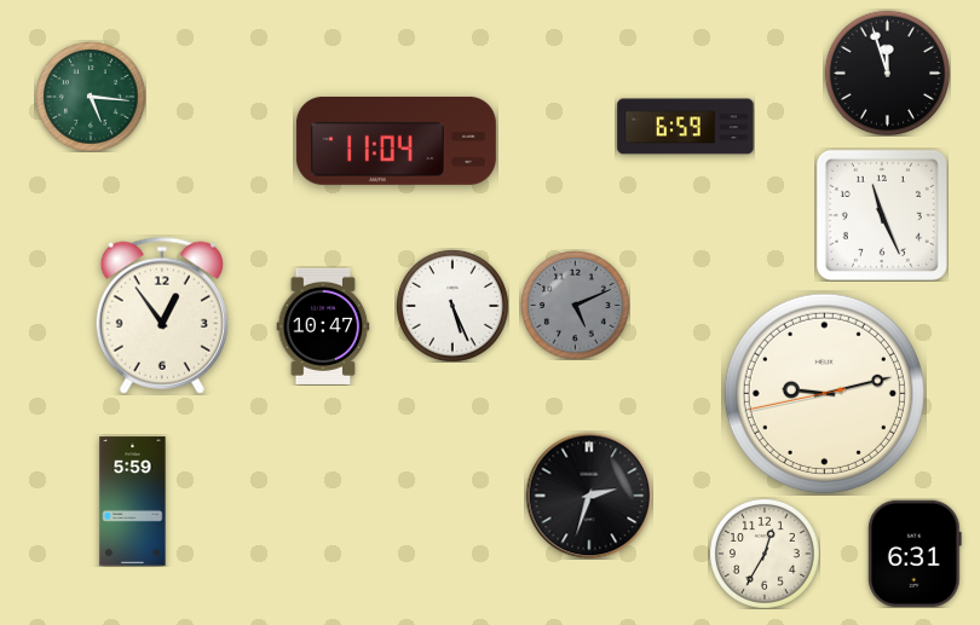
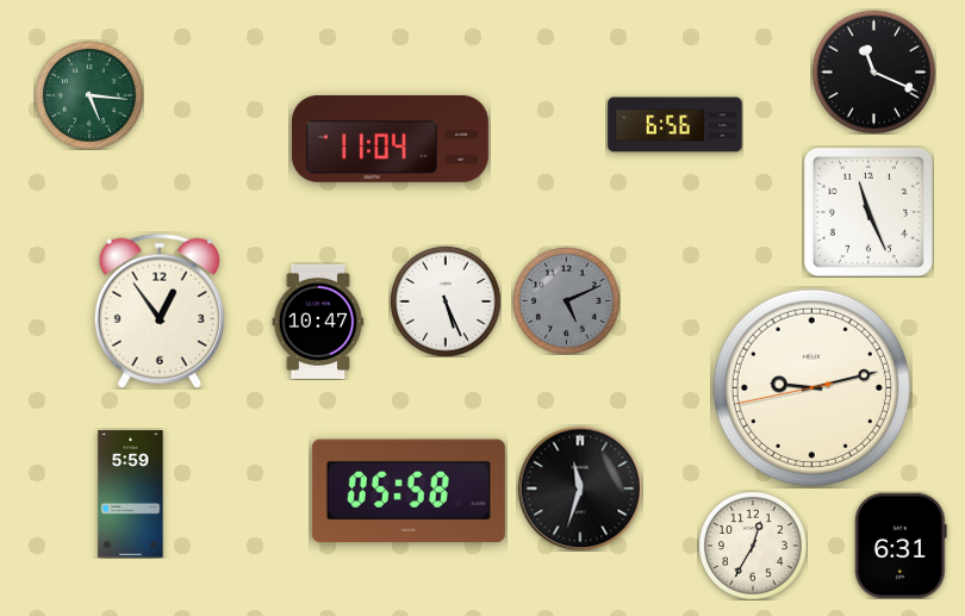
clock at (887, 73): 11:57 -> 11:19
clock at (686, 127): 6:59 -> 6:56
clock at (589, 496): 2:33 -> 11:33
clock at (409, 491): none -> 05:58
